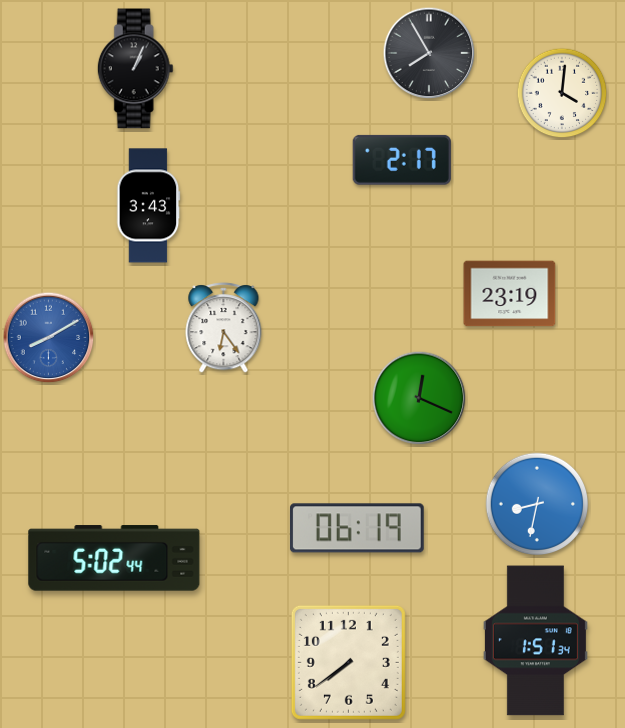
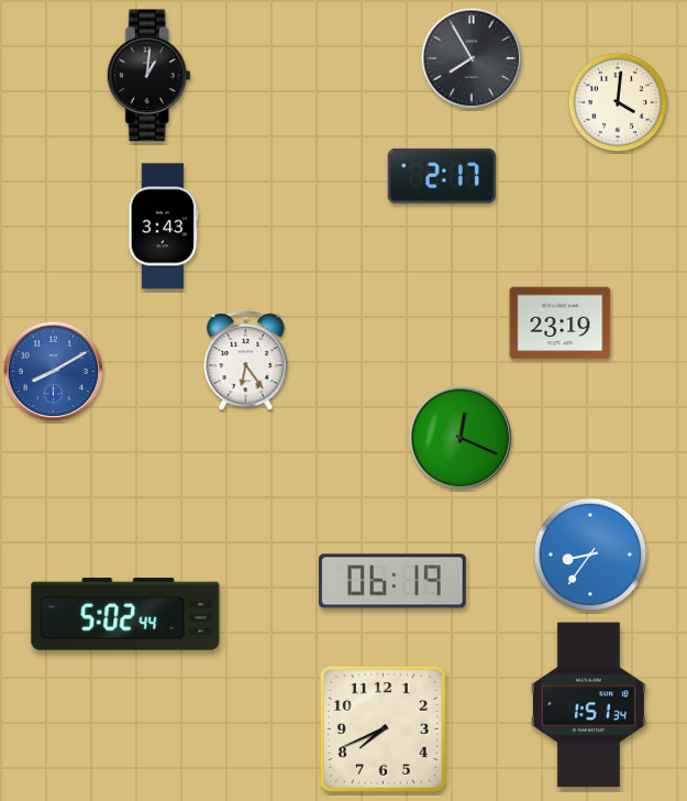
clock at (135, 69): 1:04 -> 1:01
clock at (537, 504): 8:32 -> 8:36
clock at (348, 662): 7:39 -> 7:41
